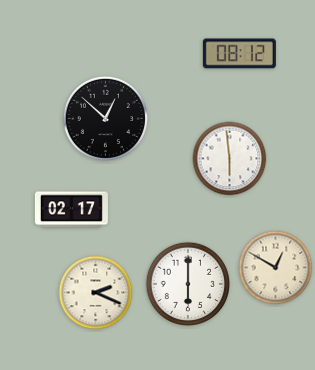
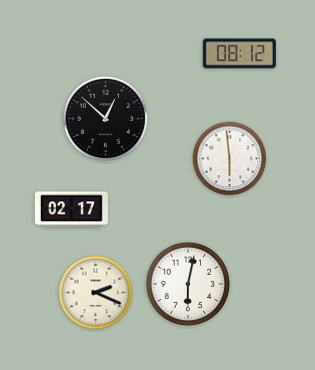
clock at (276, 268): 12:50 -> none
clock at (187, 283): 6:00 -> 6:02
